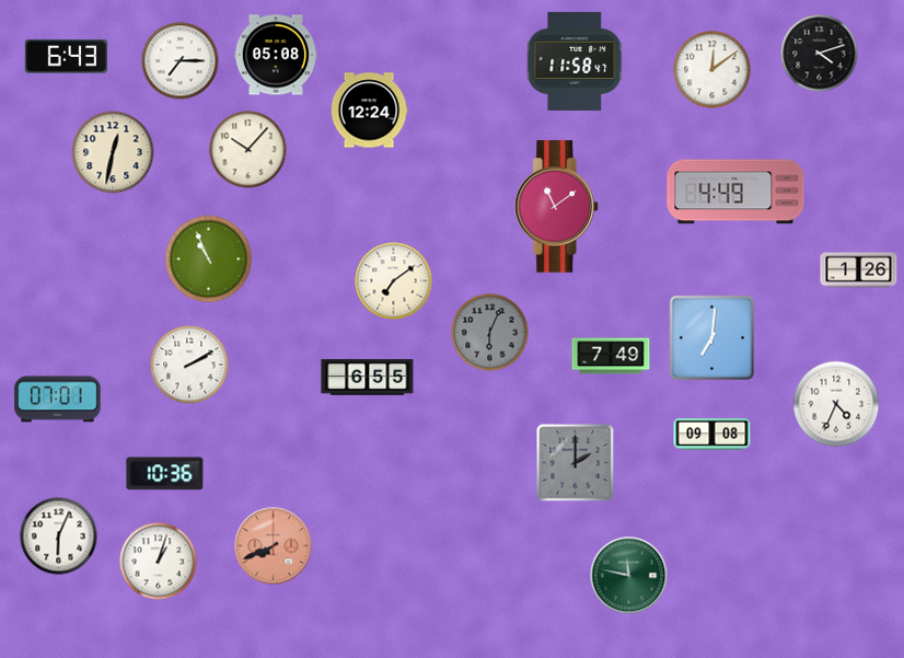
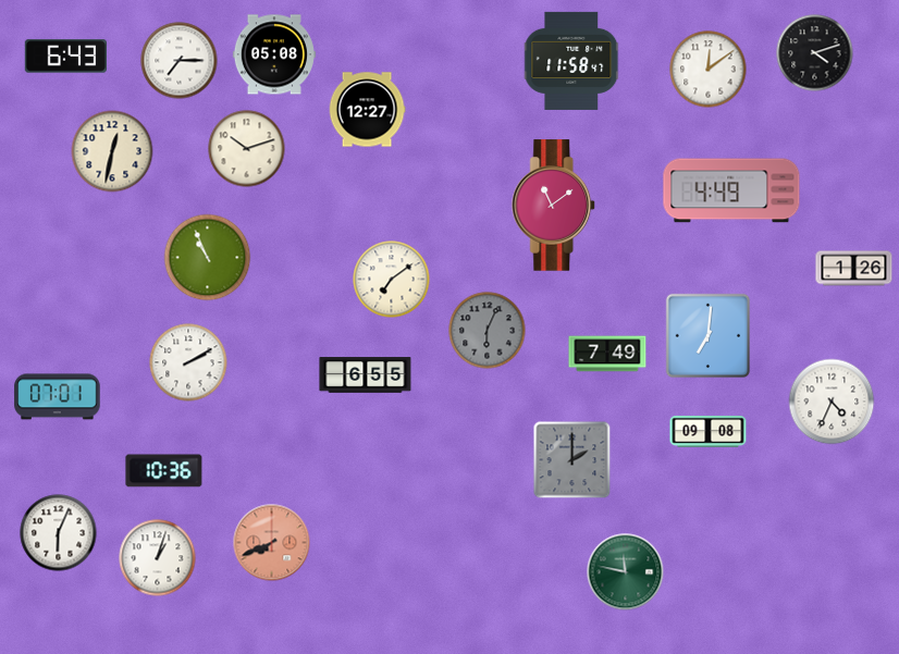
clock at (369, 111): 12:24 -> 12:27
clock at (248, 150): 10:07 -> 10:12
